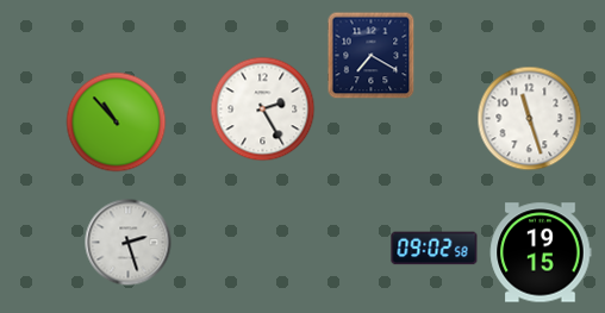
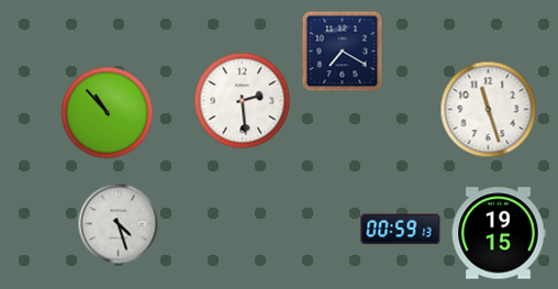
clock at (263, 109): 2:25 -> 2:29
clock at (129, 243): 2:27 -> 4:27
clock at (435, 249): 09:02 -> 00:59
